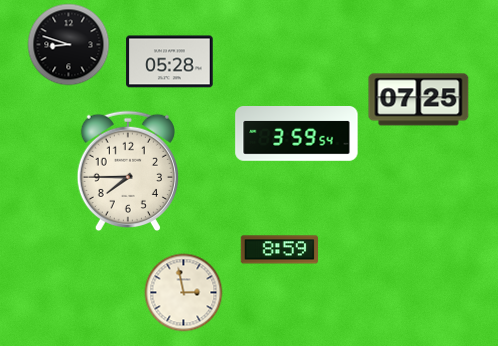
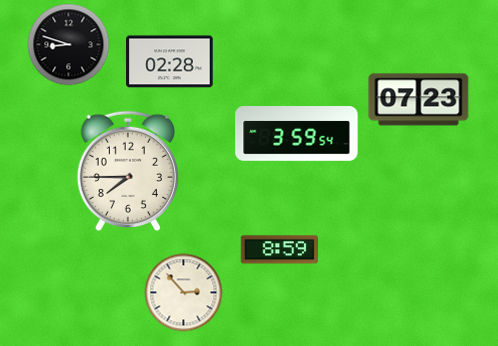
clock at (170, 62): 05:28 -> 02:28
clock at (419, 100): 07:25 -> 07:23
clock at (184, 293): 2:58 -> 2:53
